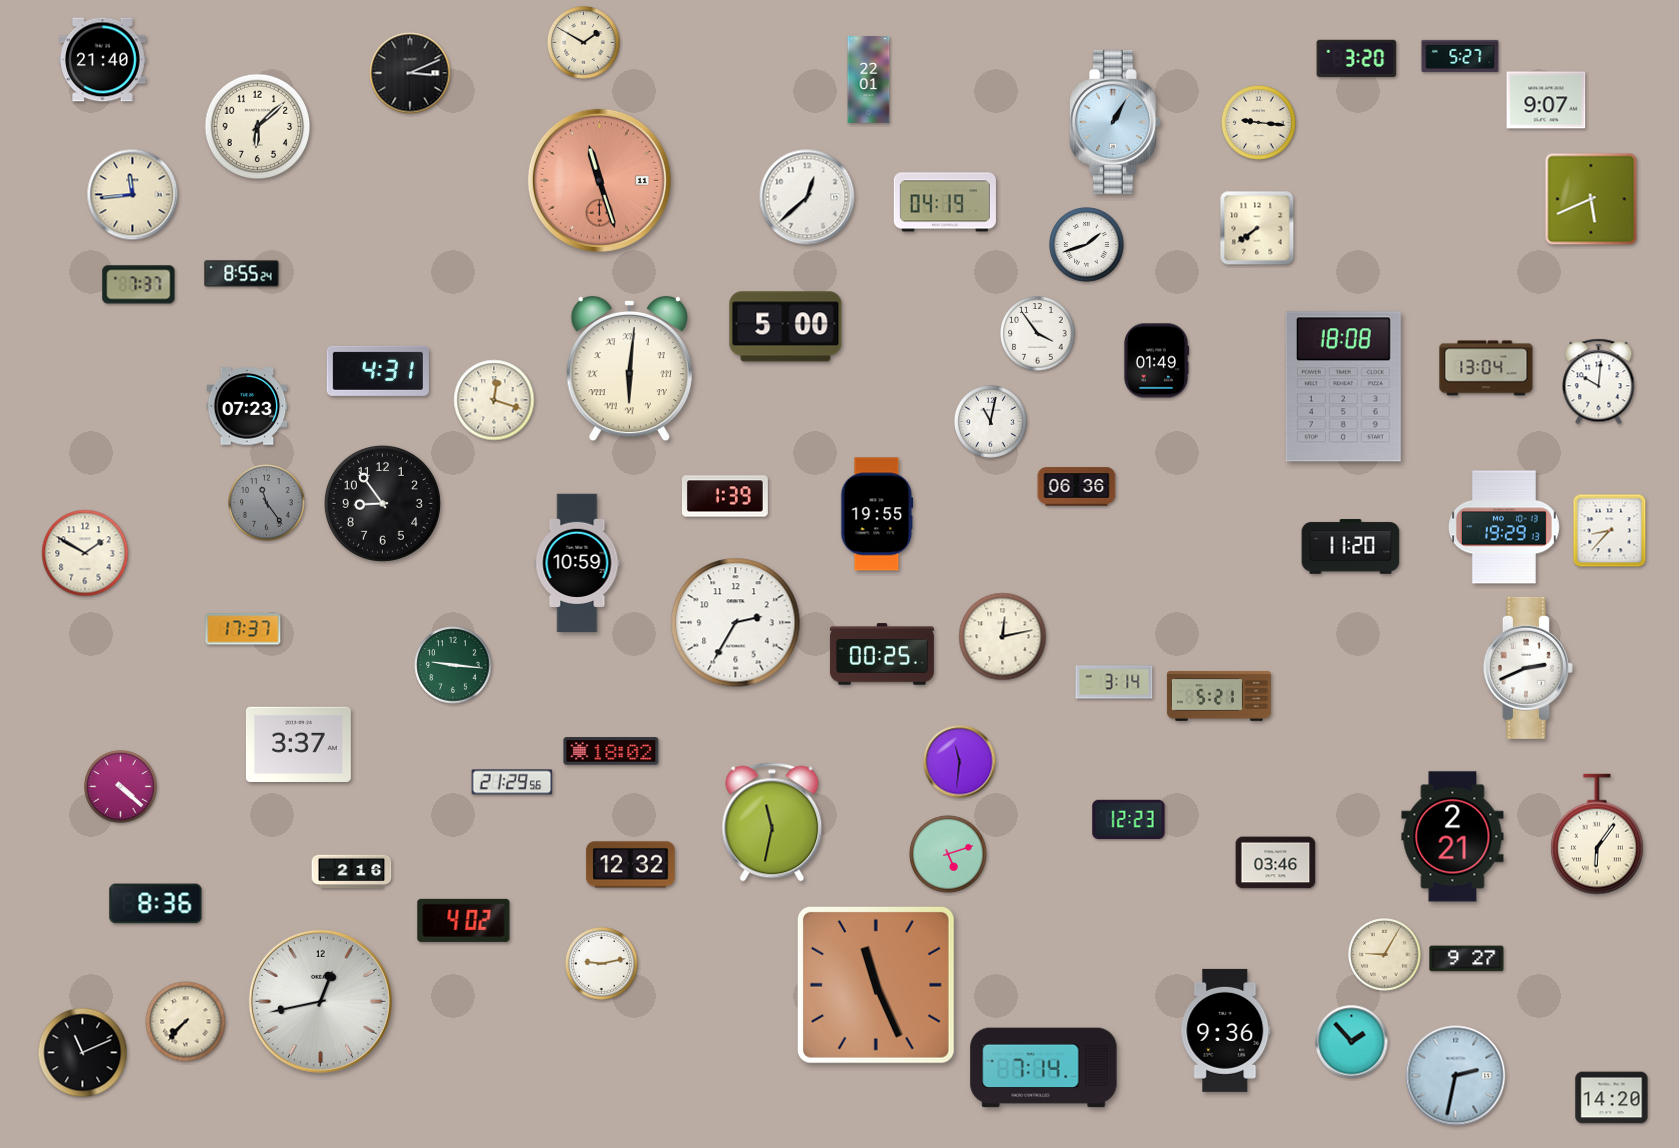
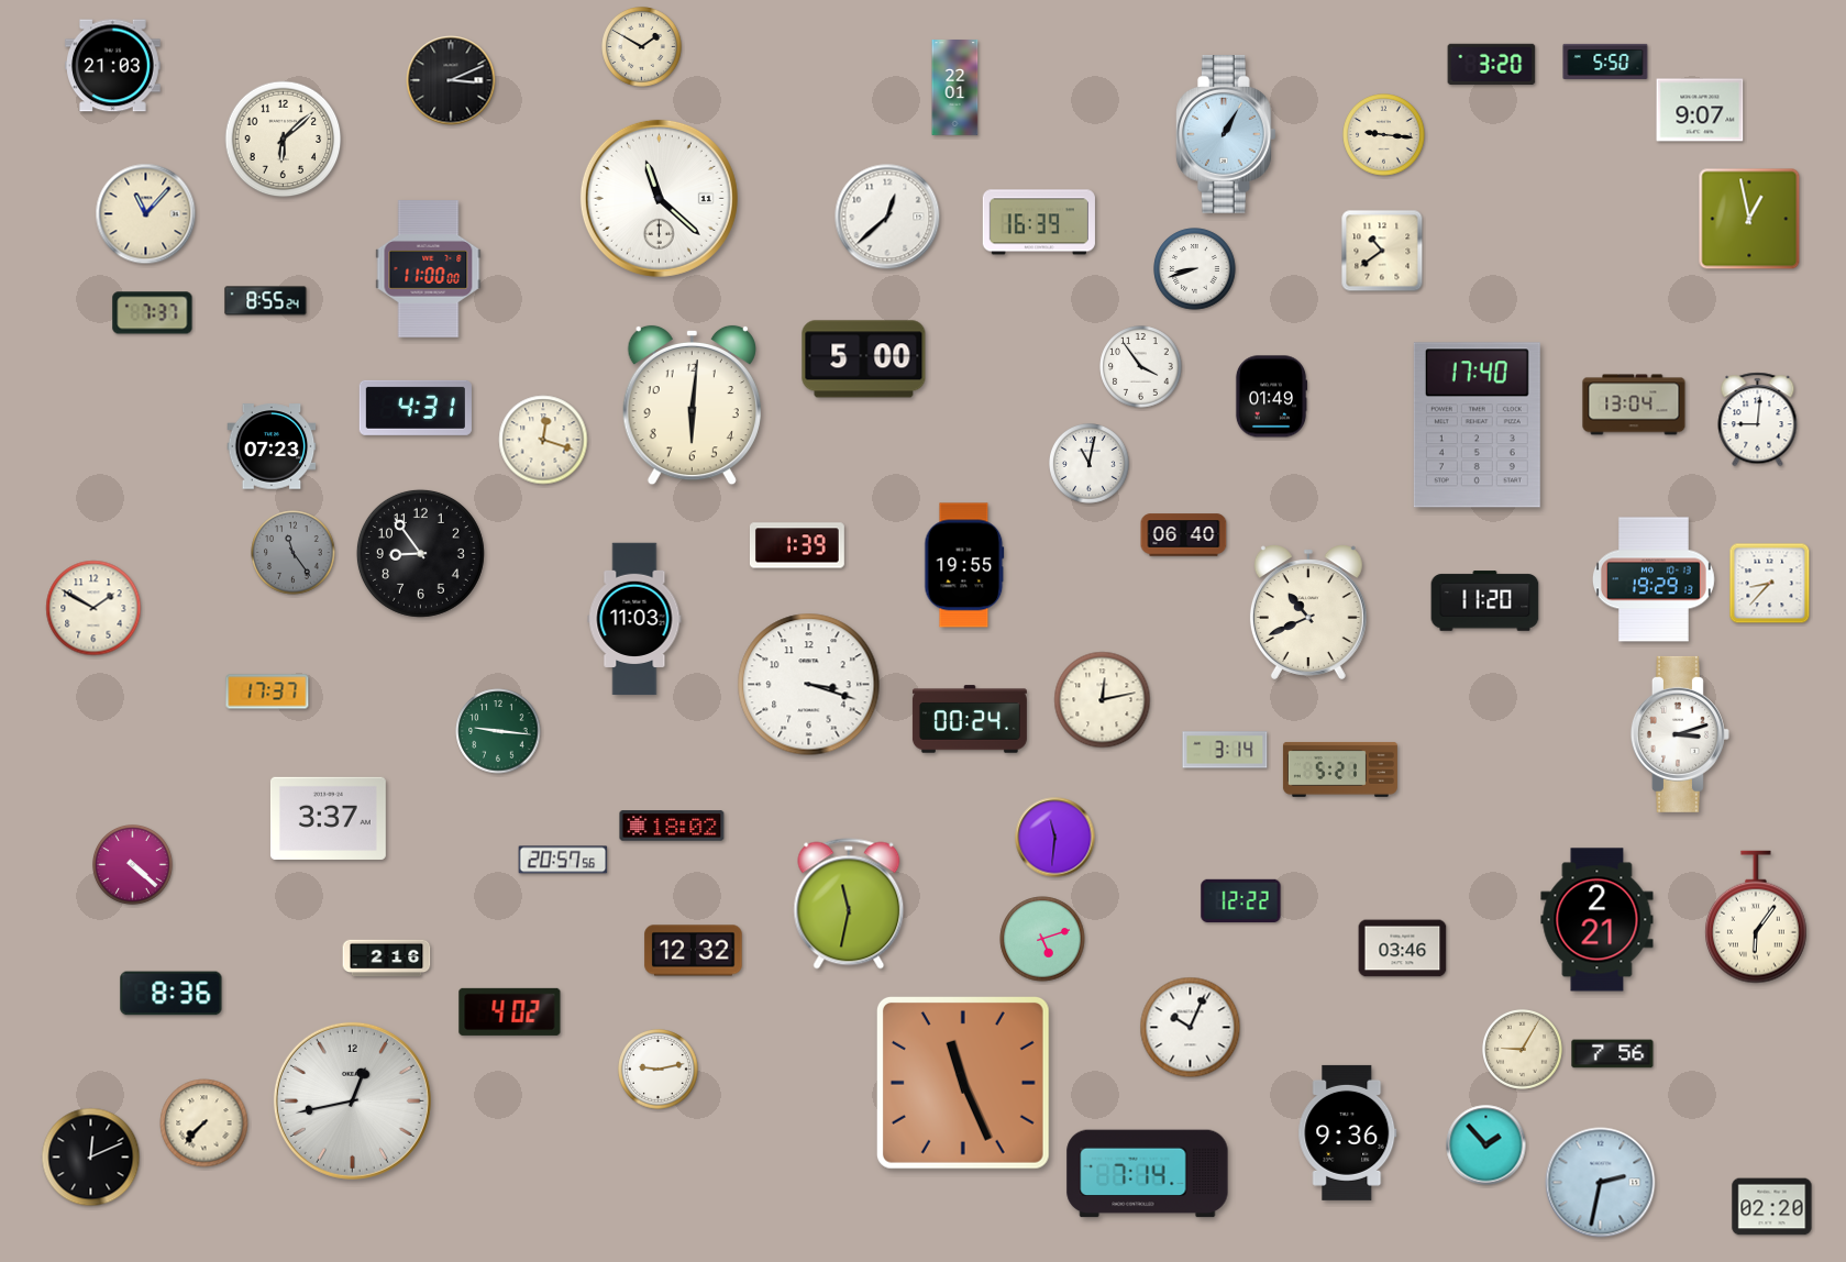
clock at (1460, 56): 5:27 -> 5:50
clock at (103, 60): 21:40 -> 21:03
clock at (599, 180): 11:27 -> 11:22
clock at (599, 180) dial: salmon -> white
clock at (133, 195): 11:44 -> 11:07
clock at (1591, 199): 5:41 -> 12:58
clock at (945, 202): 04:19 -> 16:39
clock at (1257, 228): 7:39 -> 10:39
clock at (429, 269): none -> 11:00
clock at (1087, 245): 1:42 -> 8:42
clock at (629, 369) numerals: Roman -> Arabic
clock at (1599, 382): 10:01 -> 9:01
clock at (1343, 387): 18:08 -> 17:40
clock at (1077, 487): 06:36 -> 06:40
clock at (1308, 612): none -> 10:41
clock at (577, 563): 10:59 -> 11:03
clock at (736, 623): 2:35 -> 3:18
clock at (882, 654): 00:25 -> 00:24
clock at (1528, 668): 2:41 -> 3:12
clock at (1219, 696) position: (1219, 696) -> (1340, 770)
clock at (512, 782): 21:29 -> 20:57
clock at (1129, 819): 12:23 -> 12:22
clock at (1191, 1028): none -> 10:04
clock at (1467, 959): 9:27 -> 7:56
clock at (602, 964) position: (602, 964) -> (659, 1070)
clock at (83, 1053): 11:11 -> 12:11
clock at (1612, 1098): 14:20 -> 02:20
